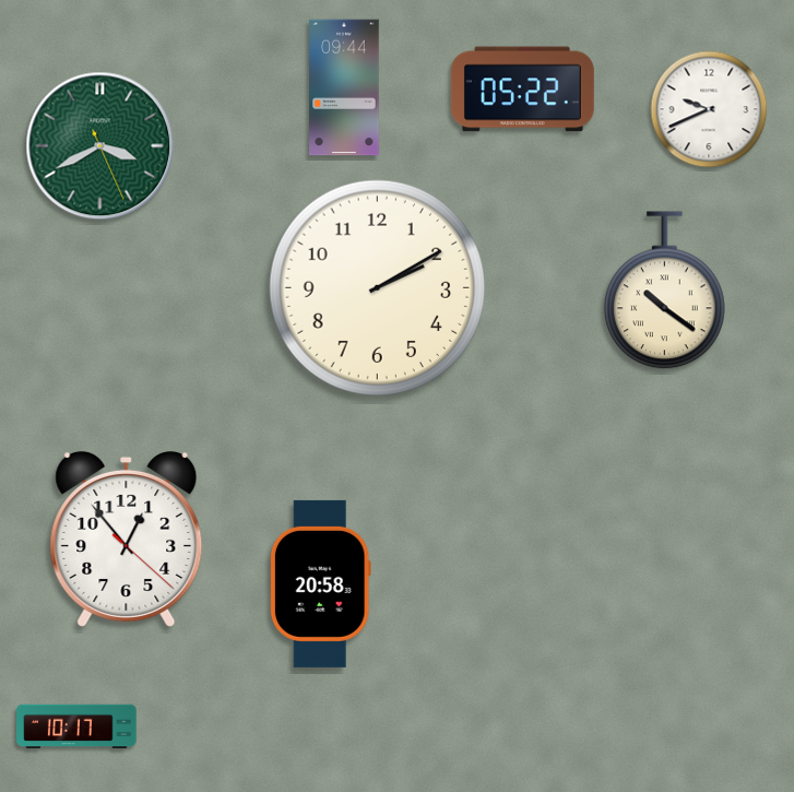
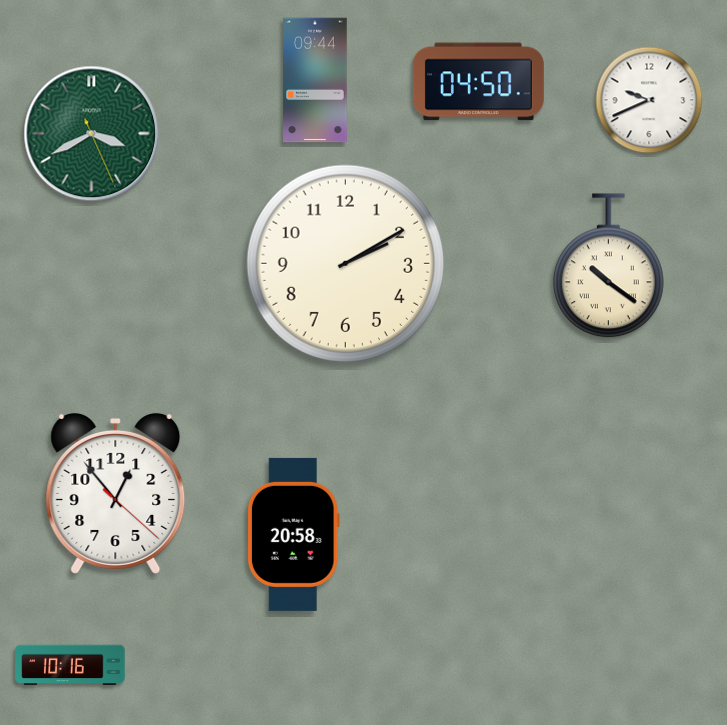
clock at (522, 90): 05:22 -> 04:50
clock at (76, 726): 10:17 -> 10:16
